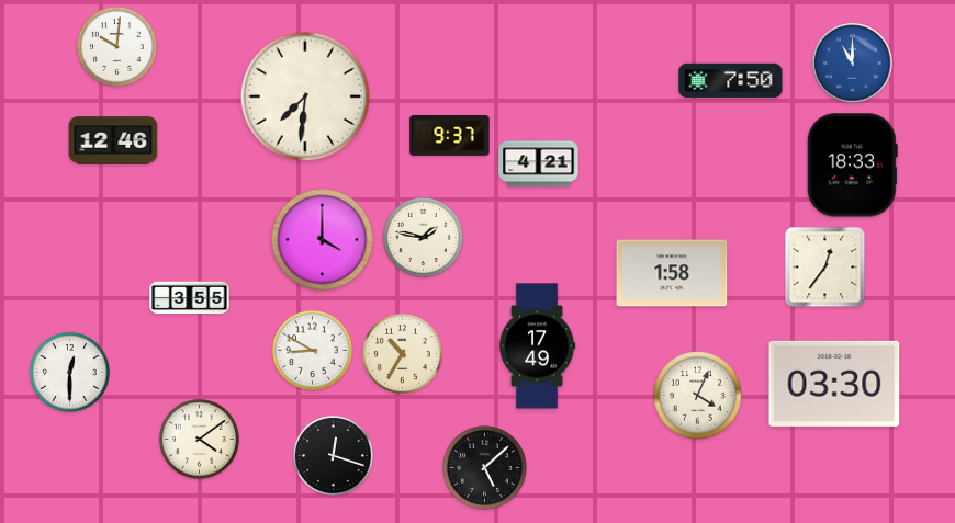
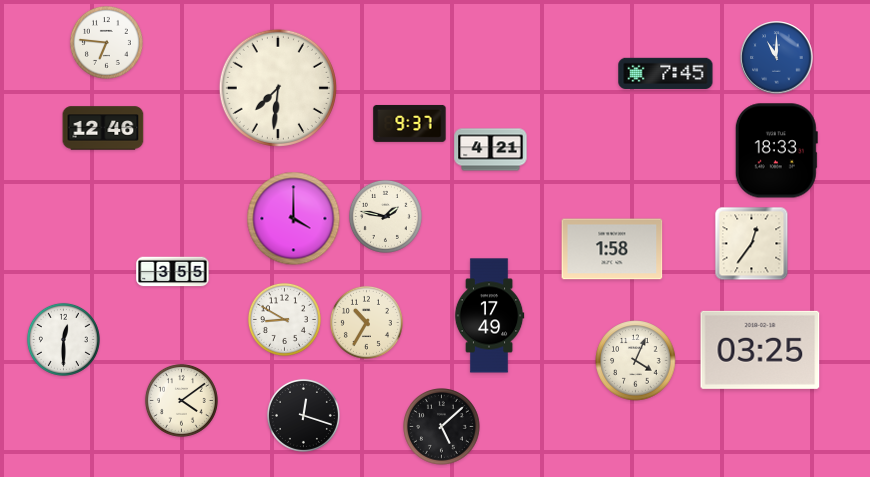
clock at (116, 46): 10:01 -> 6:46
clock at (731, 80): 7:50 -> 7:45
clock at (834, 384): 03:30 -> 03:25
